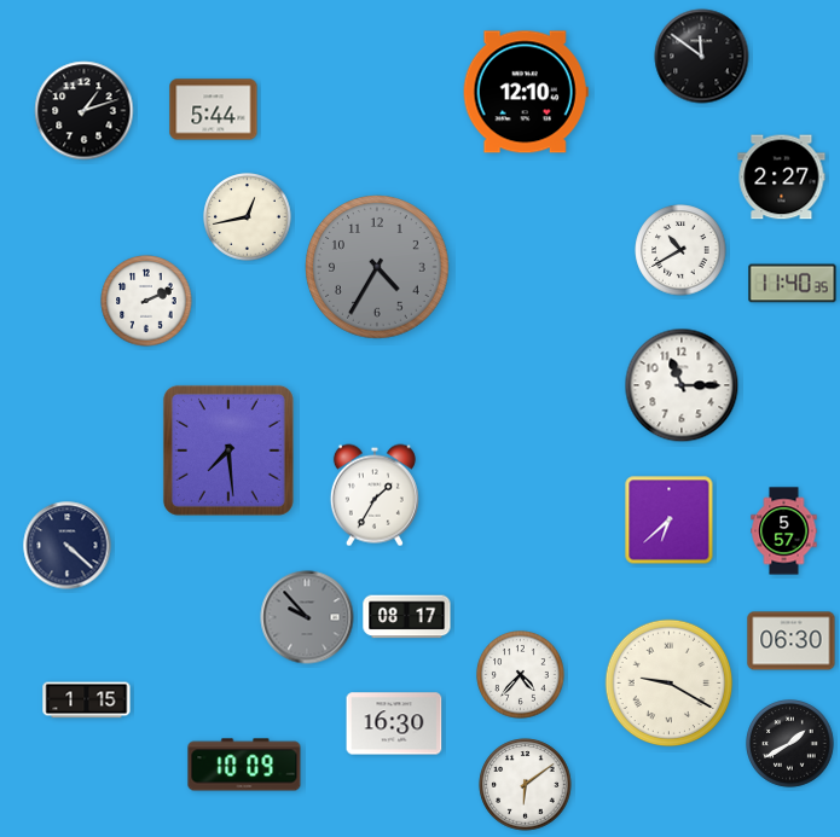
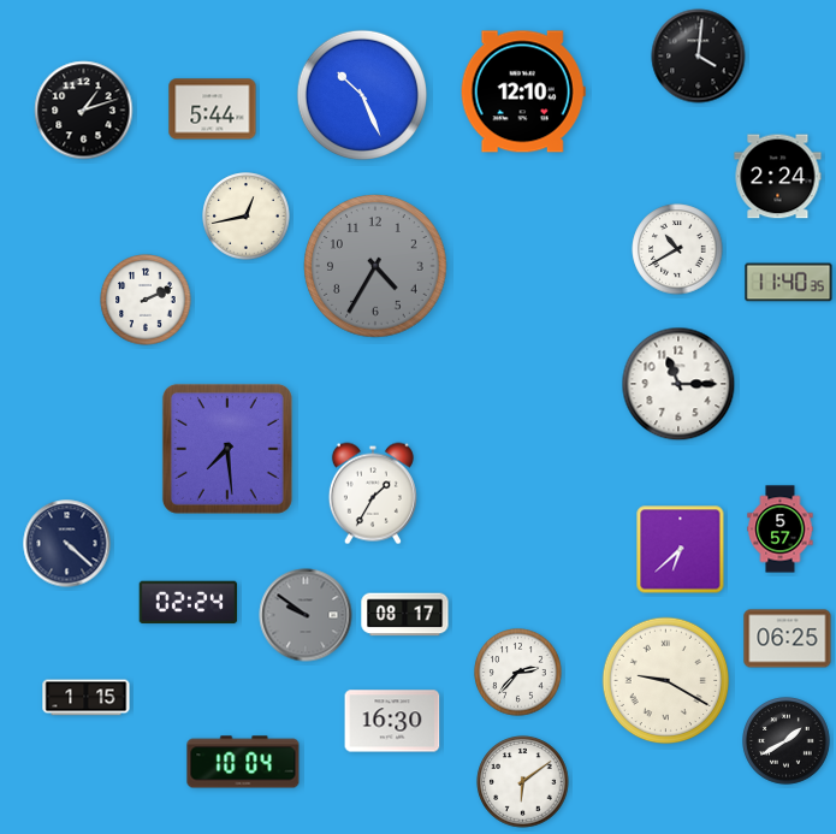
clock at (702, 57): 11:51 -> 4:01
clock at (362, 95): none -> 10:26
clock at (782, 178): 2:27 -> 2:24
clock at (670, 521) position: (670, 521) -> (681, 550)
clock at (189, 603): none -> 02:24
clock at (307, 617): 9:53 -> 9:51
clock at (792, 641): 06:30 -> 06:25
clock at (521, 675): 4:37 -> 2:37
clock at (244, 765): 10:09 -> 10:04
